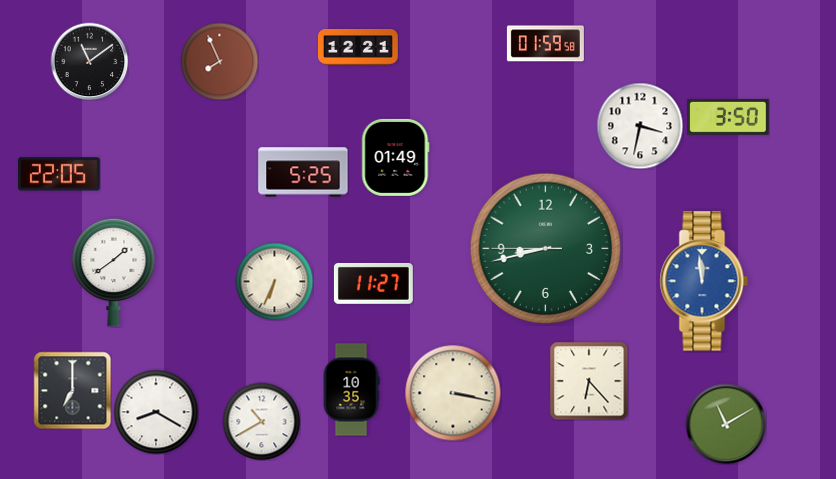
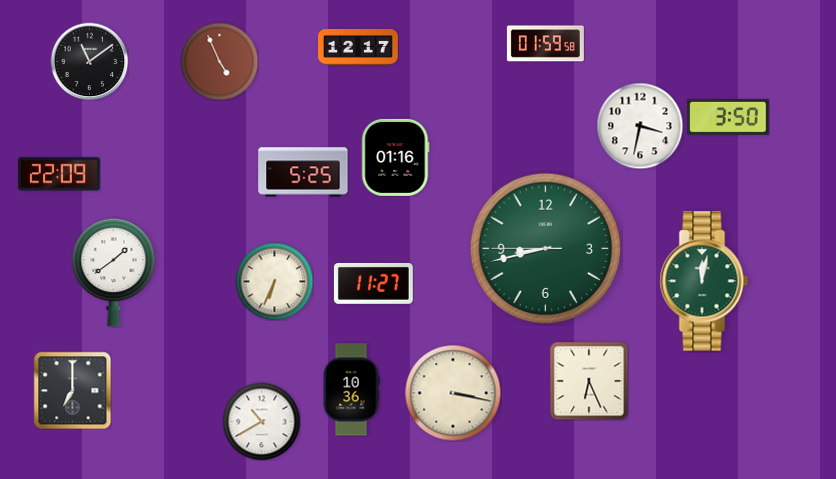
clock at (359, 48): 12:21 -> 12:17
clock at (219, 61): 7:56 -> 4:56
clock at (396, 157): 01:49 -> 01:16
clock at (60, 174): 22:05 -> 22:09
clock at (704, 281): 11:59 -> 12:02
clock at (704, 281) dial: blue -> green
clock at (589, 381): 6:23 -> 6:26
clock at (351, 390): 10:35 -> 10:36
clock at (156, 412): 8:20 -> none
clock at (726, 424): 11:10 -> none
